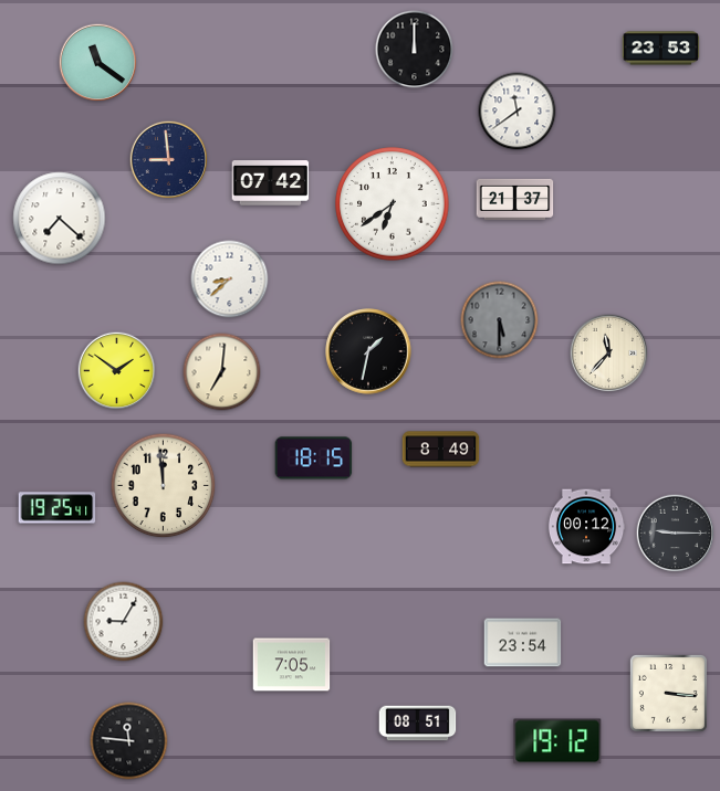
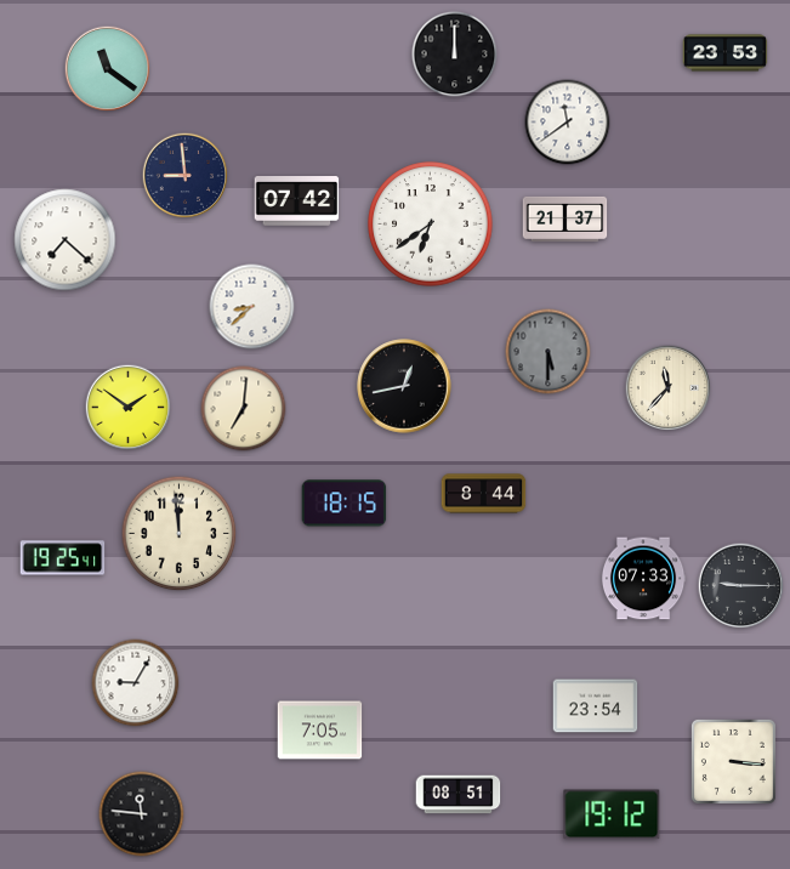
clock at (368, 351): 1:32 -> 12:43
clock at (441, 450): 8:49 -> 8:44
clock at (586, 527): 00:12 -> 07:33
clock at (523, 643) position: (523, 643) -> (596, 706)
